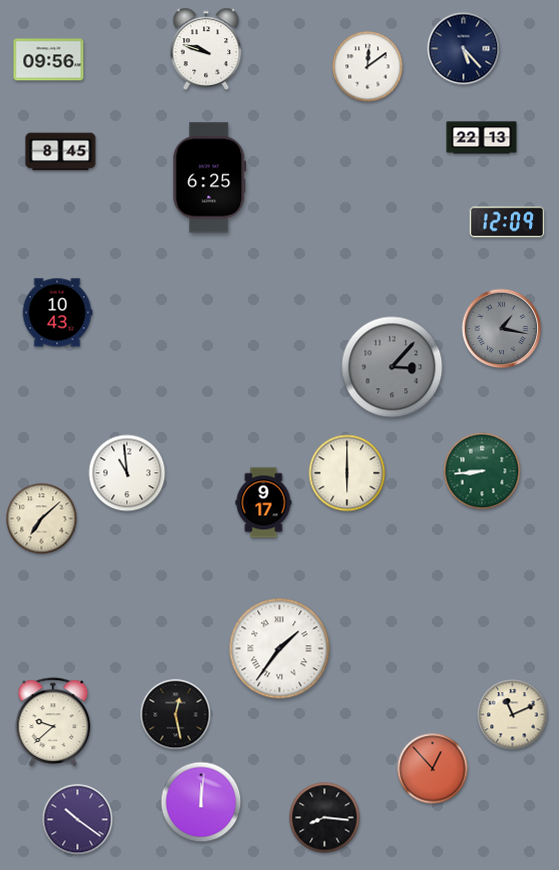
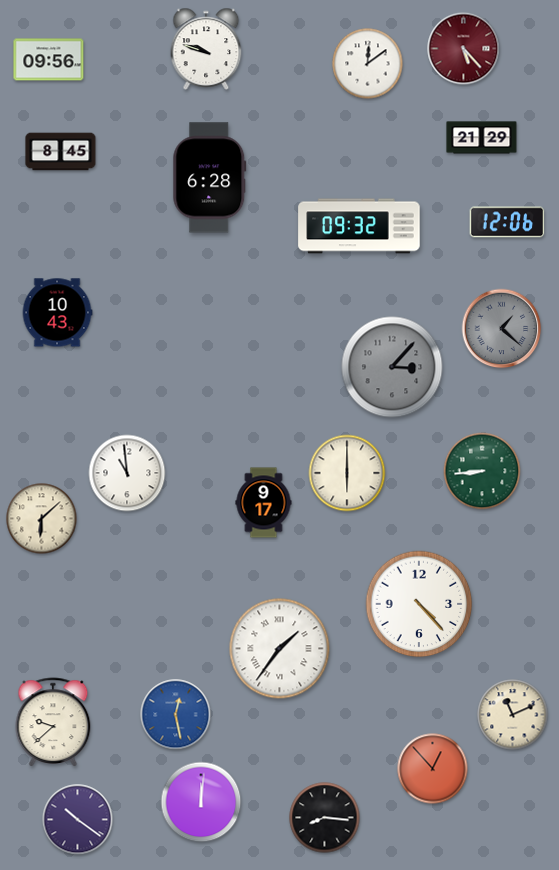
clock at (464, 49) dial: navy -> burgundy
clock at (368, 67) position: (368, 67) -> (368, 64)
clock at (482, 138): 22:13 -> 21:29
clock at (210, 178): 6:25 -> 6:28
clock at (507, 222): 12:09 -> 12:06
clock at (359, 226): none -> 09:32
clock at (502, 329): 1:17 -> 1:22
clock at (42, 519): 7:08 -> 6:08
clock at (419, 604): none -> 4:23
clock at (176, 715) dial: black -> blue
